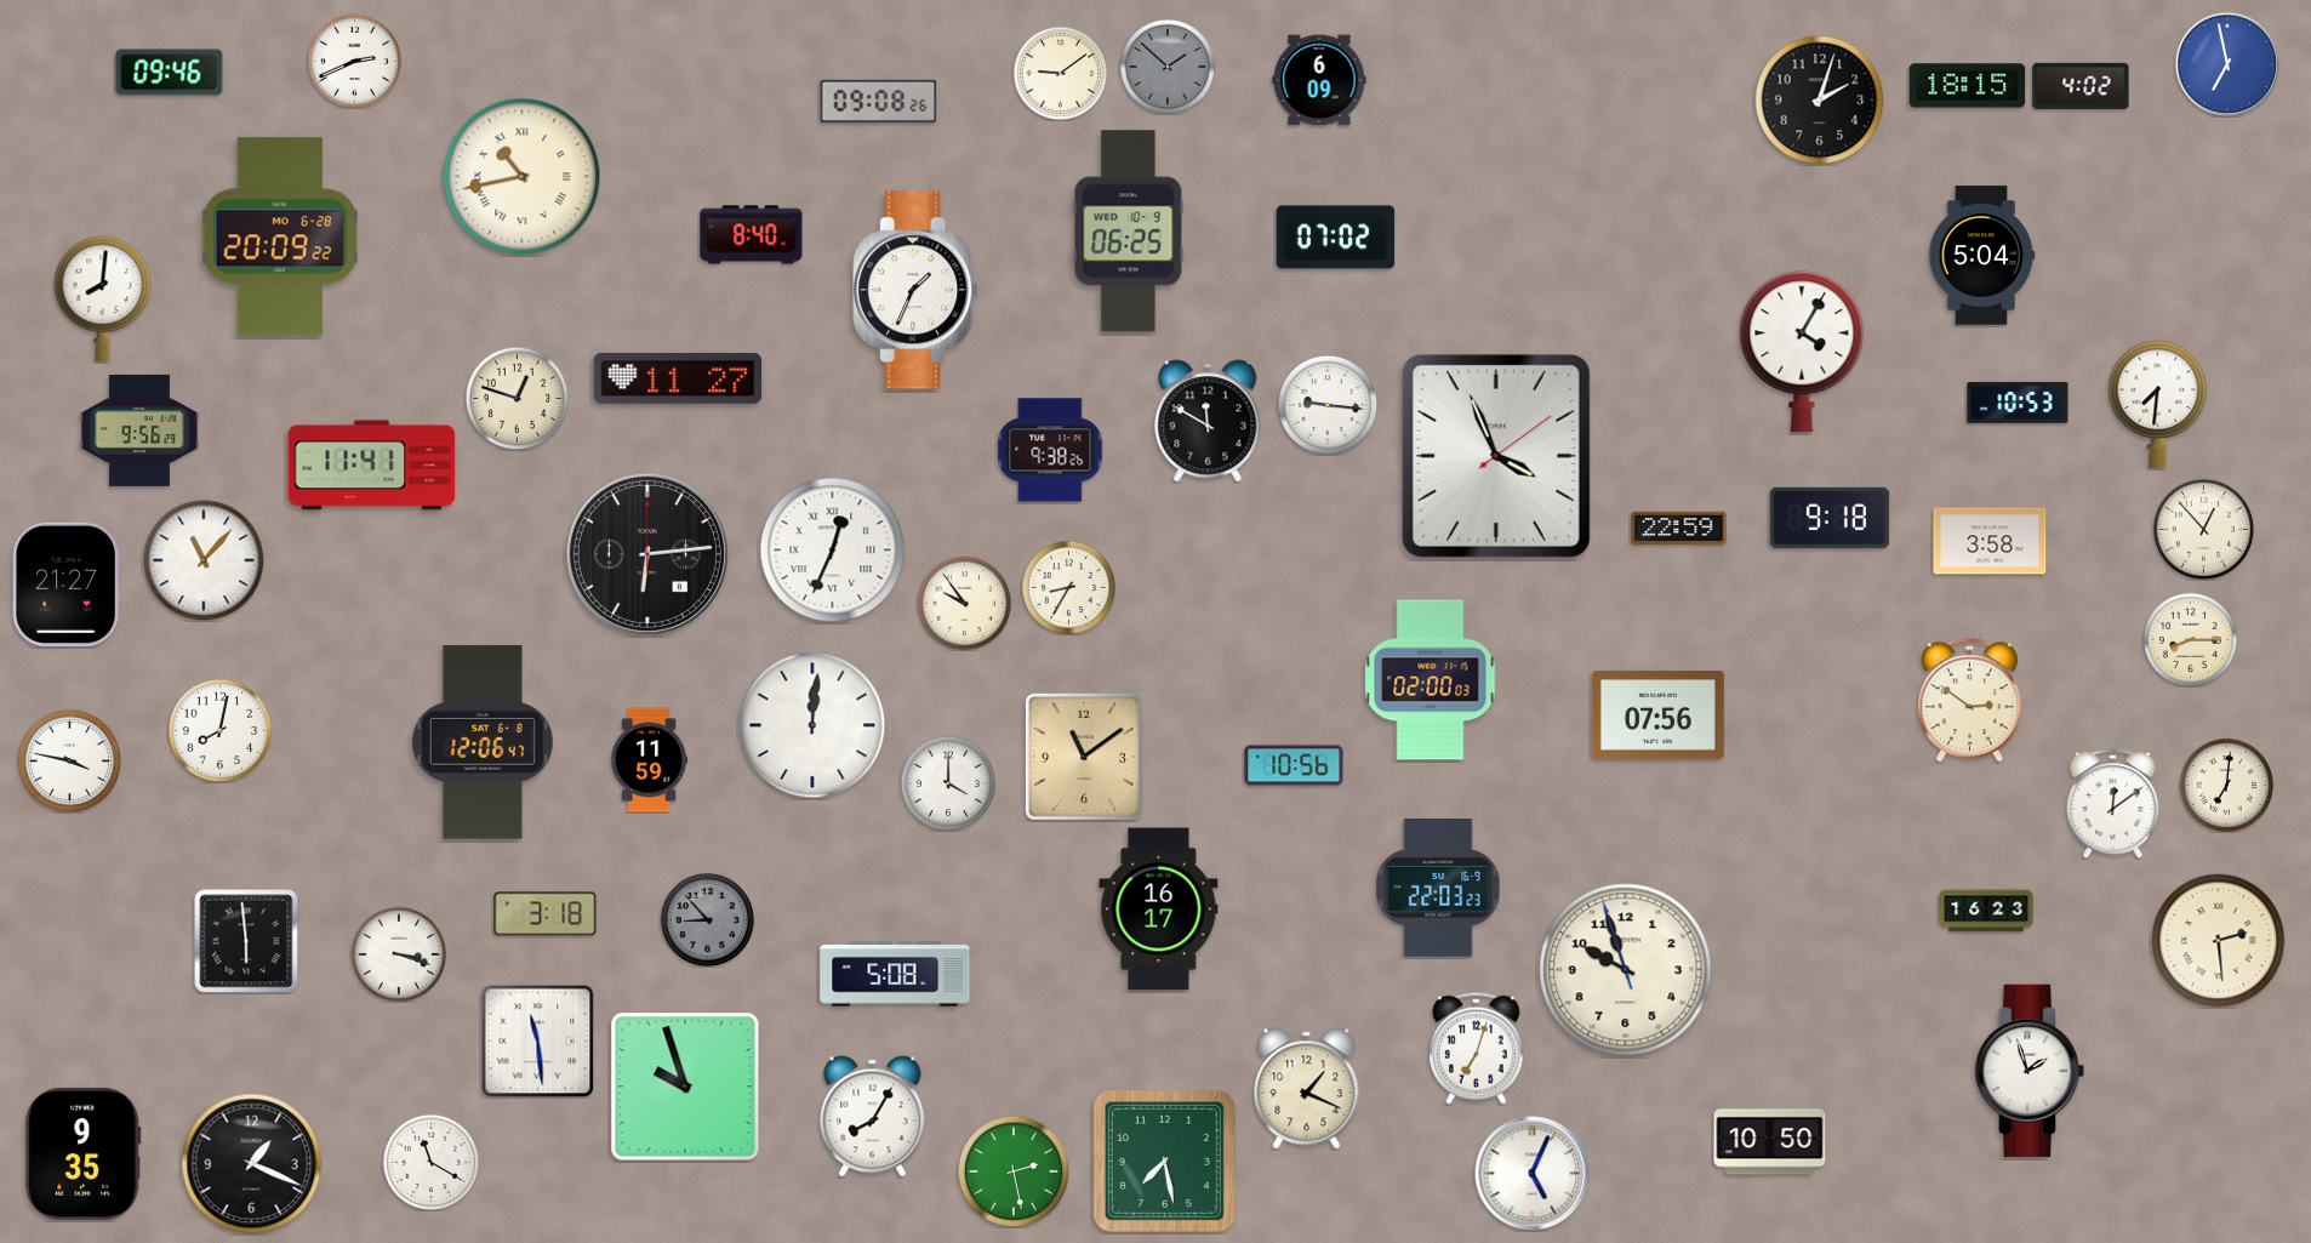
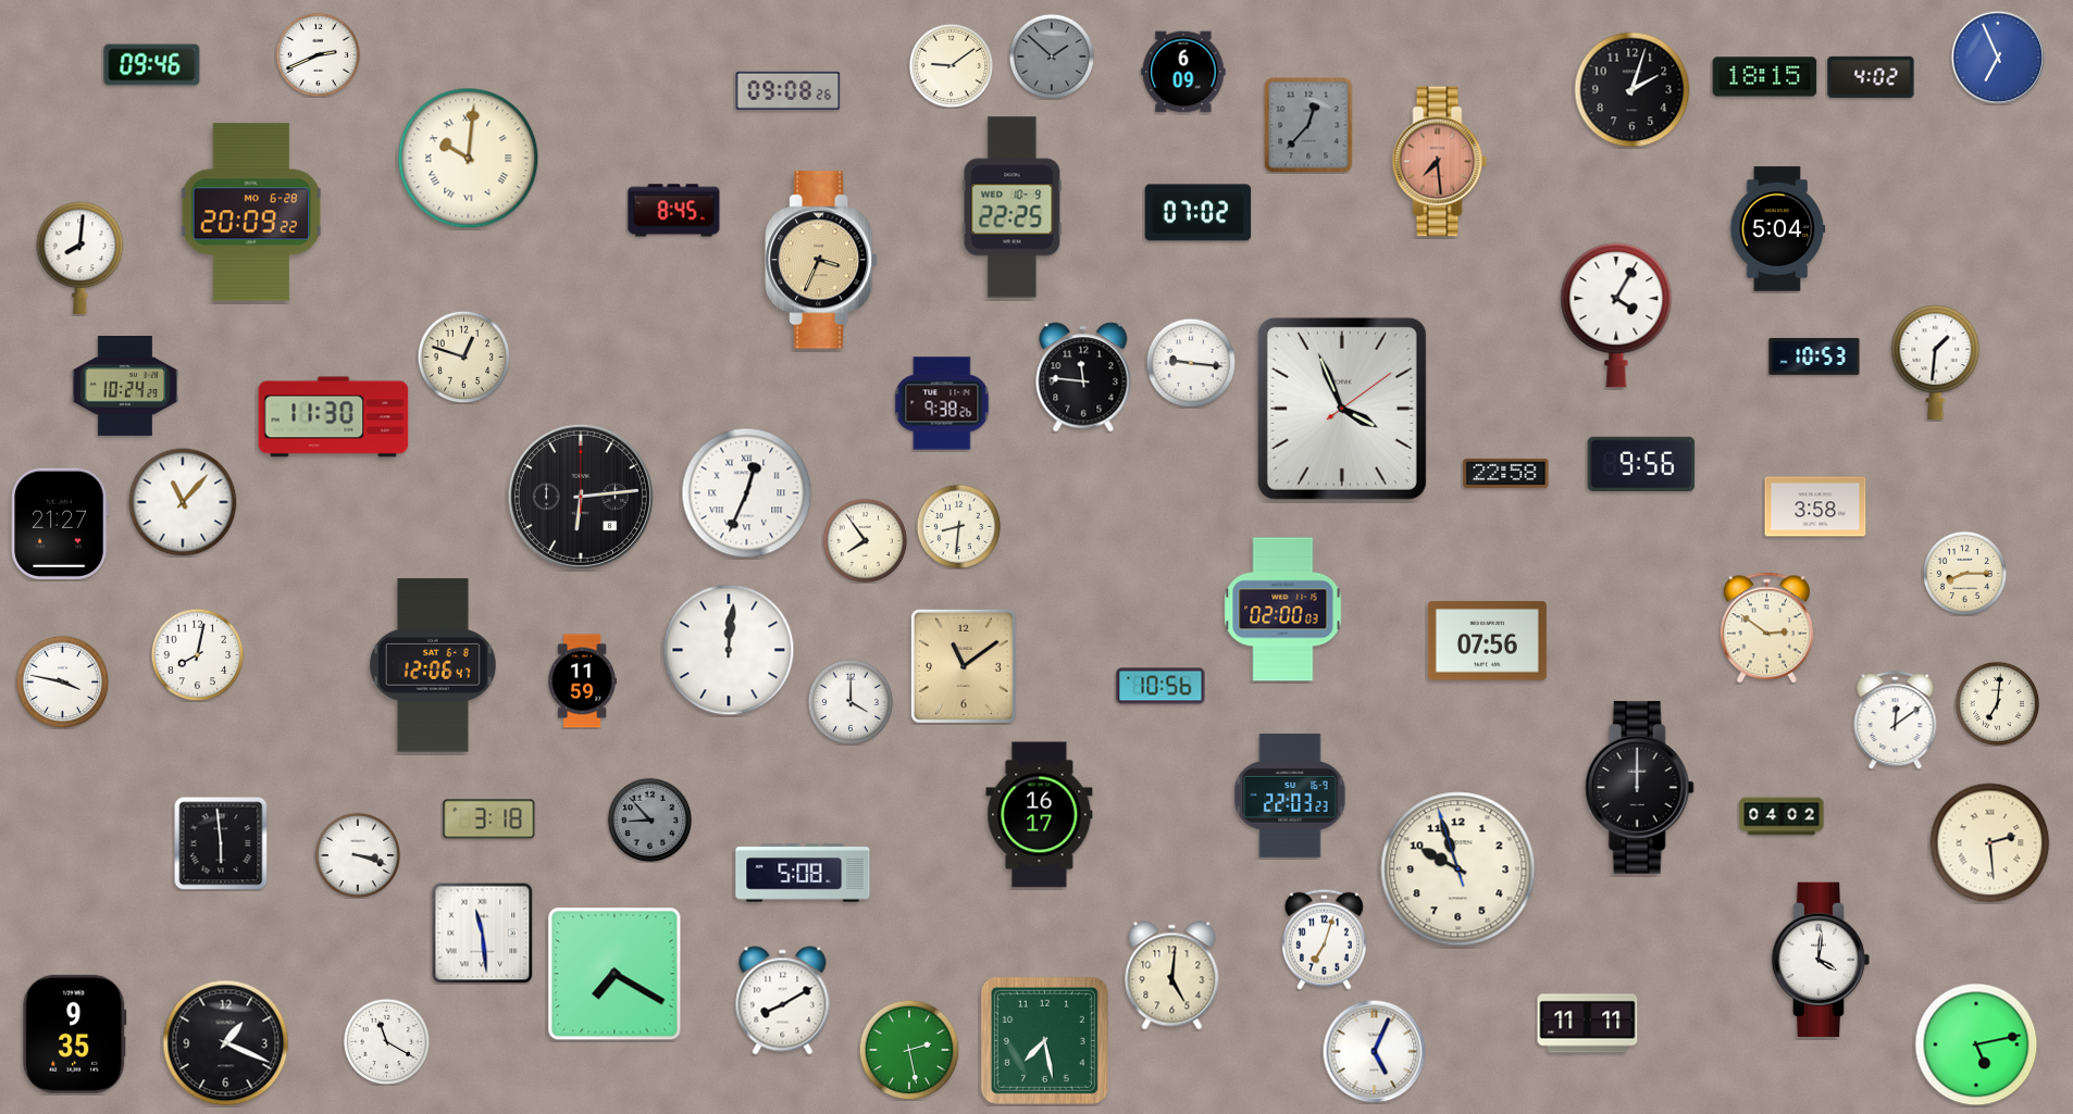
clock at (2226, 63): 6:58 -> 6:56
clock at (1166, 65) position: (1166, 65) -> (1051, 55)
clock at (2081, 85) position: (2081, 85) -> (1871, 76)
clock at (1308, 125): none -> 12:37
clock at (523, 177): 10:43 -> 10:01
clock at (1440, 162): none -> 7:29
clock at (1129, 232): 06:25 -> 22:25
clock at (752, 235): 8:40 -> 8:45
clock at (917, 290): 1:34 -> 3:34
clock at (917, 290) dial: white -> champagne
clock at (103, 298) position: (103, 298) -> (80, 258)
clock at (678, 378): 11:27 -> none
clock at (2018, 403) position: (2018, 403) -> (1814, 356)
clock at (2158, 404): 7:31 -> 1:31
clock at (1208, 421): 11:50 -> 11:46
clock at (139, 431): 9:56 -> 10:24
clock at (372, 466): 11:41 -> 11:30
clock at (1830, 518): 9:18 -> 9:56
clock at (1679, 528): 22:59 -> 22:58
clock at (2203, 529): 12:53 -> none
clock at (1990, 541) position: (1990, 541) -> (1815, 506)
clock at (1068, 587): 8:35 -> 8:31
clock at (964, 603): 9:54 -> 7:54
clock at (1084, 757) position: (1084, 757) -> (964, 666)
clock at (1639, 788): none -> 12:00
clock at (1986, 911): 16:23 -> 04:02
clock at (707, 919) position: (707, 919) -> (649, 819)
clock at (2030, 1071): 1:57 -> 4:01
clock at (685, 1087): 9:57 -> 7:20
clock at (1307, 1089): 1:19 -> 5:01
clock at (873, 1117): 8:05 -> 8:10
clock at (1770, 1142): 10:50 -> 11:11
clock at (1976, 1044): none -> 5:13
